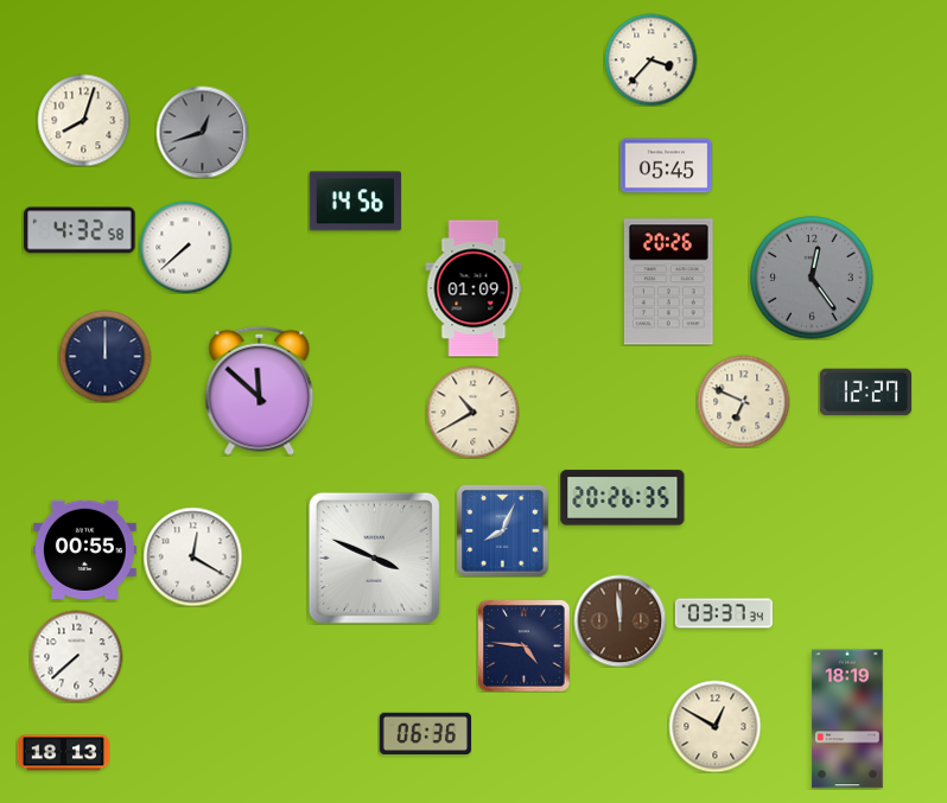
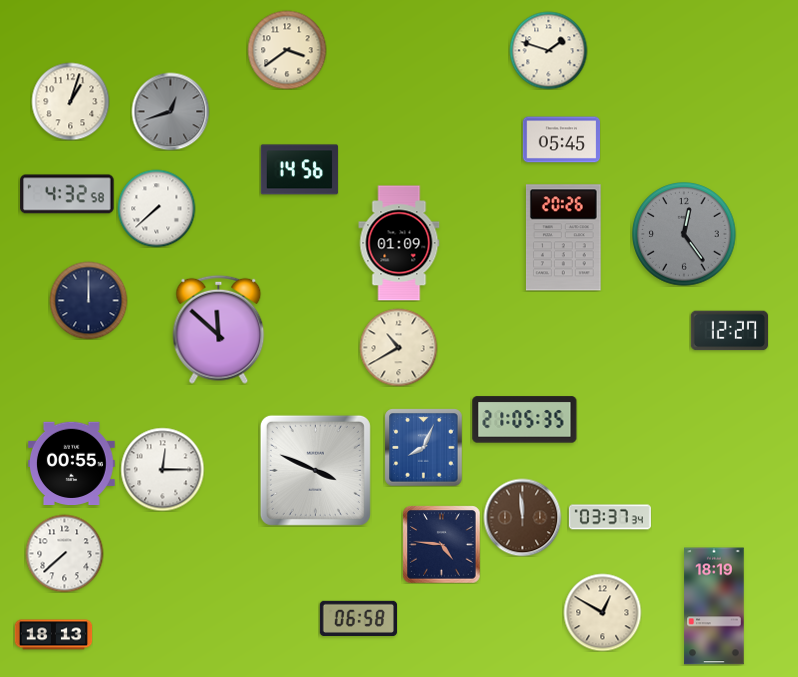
clock at (287, 50): none -> 3:39
clock at (650, 59): 3:37 -> 1:48
clock at (83, 120): 8:03 -> 1:03
clock at (743, 401): 6:49 -> none
clock at (623, 498): 20:26 -> 21:05
clock at (192, 556): 12:20 -> 12:15
clock at (619, 620) position: (619, 620) -> (522, 517)
clock at (425, 733): 06:36 -> 06:58
